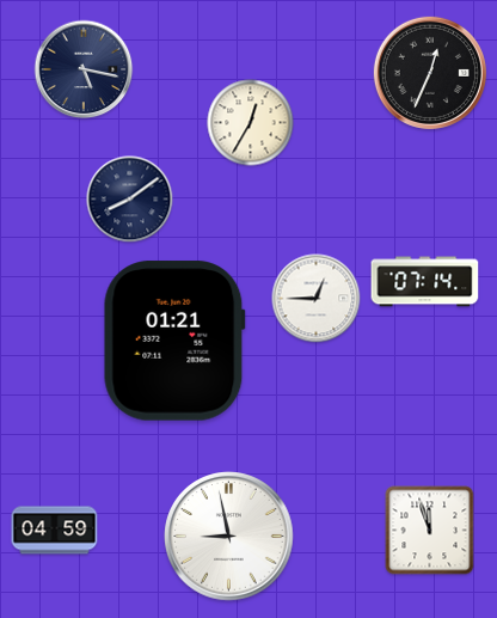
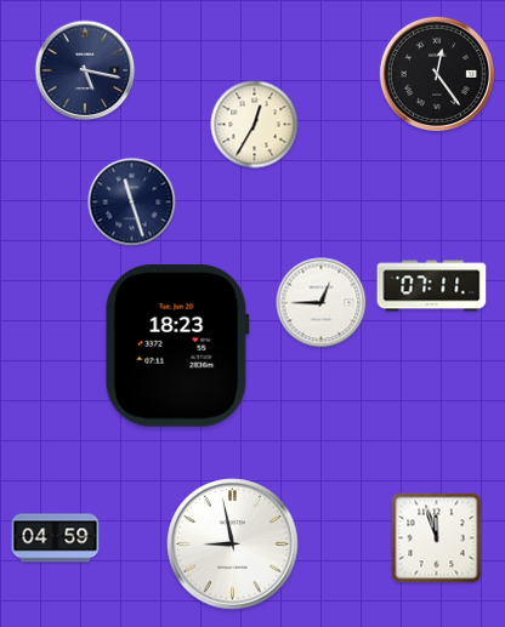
clock at (430, 73): 12:34 -> 12:24
clock at (130, 200): 8:09 -> 11:27
clock at (425, 282): 07:14 -> 07:11
clock at (174, 341): 01:21 -> 18:23
